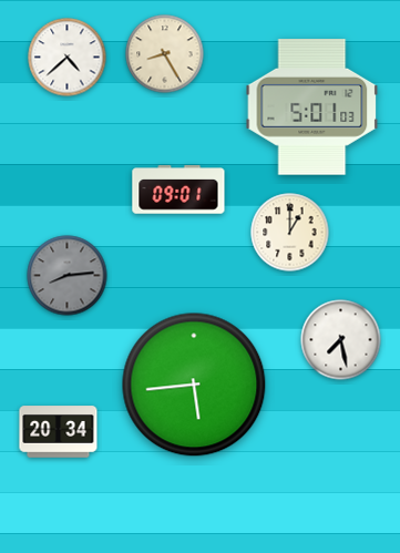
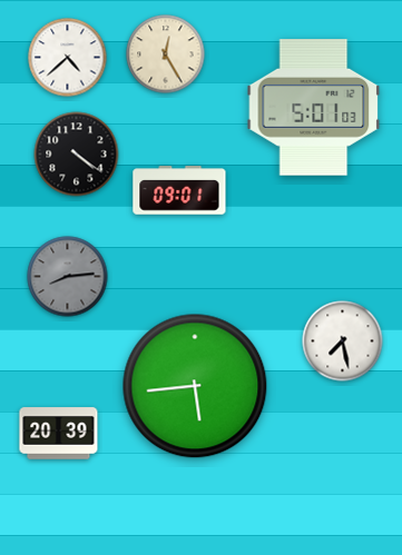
clock at (165, 54): 8:25 -> 12:25
clock at (77, 155): none -> 4:21
clock at (290, 233): 1:00 -> none
clock at (59, 432): 20:34 -> 20:39
